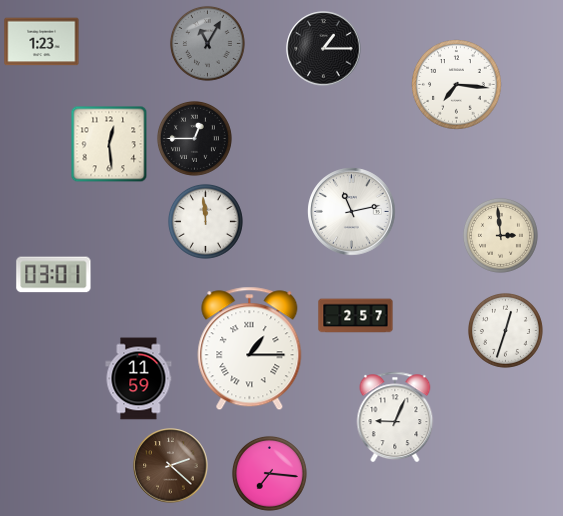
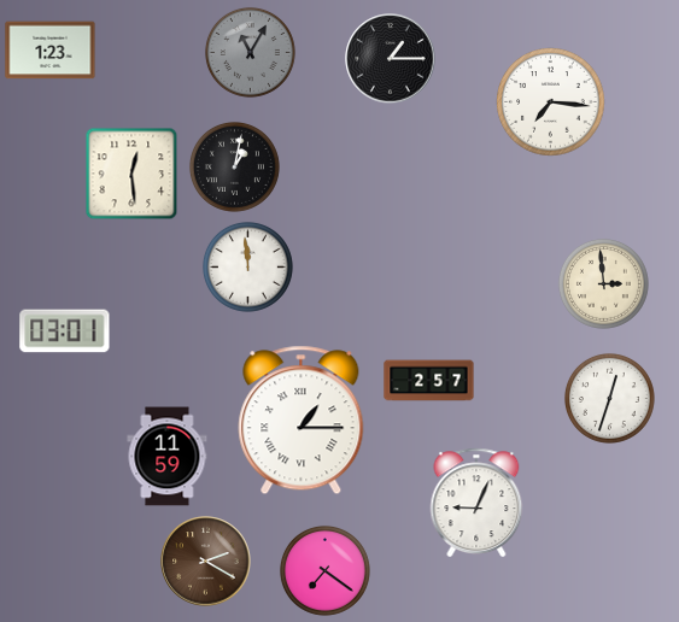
clock at (194, 138): 12:45 -> 1:02
clock at (352, 212): 11:13 -> none
clock at (171, 466): 2:22 -> 2:20
clock at (269, 473): 7:16 -> 7:21
